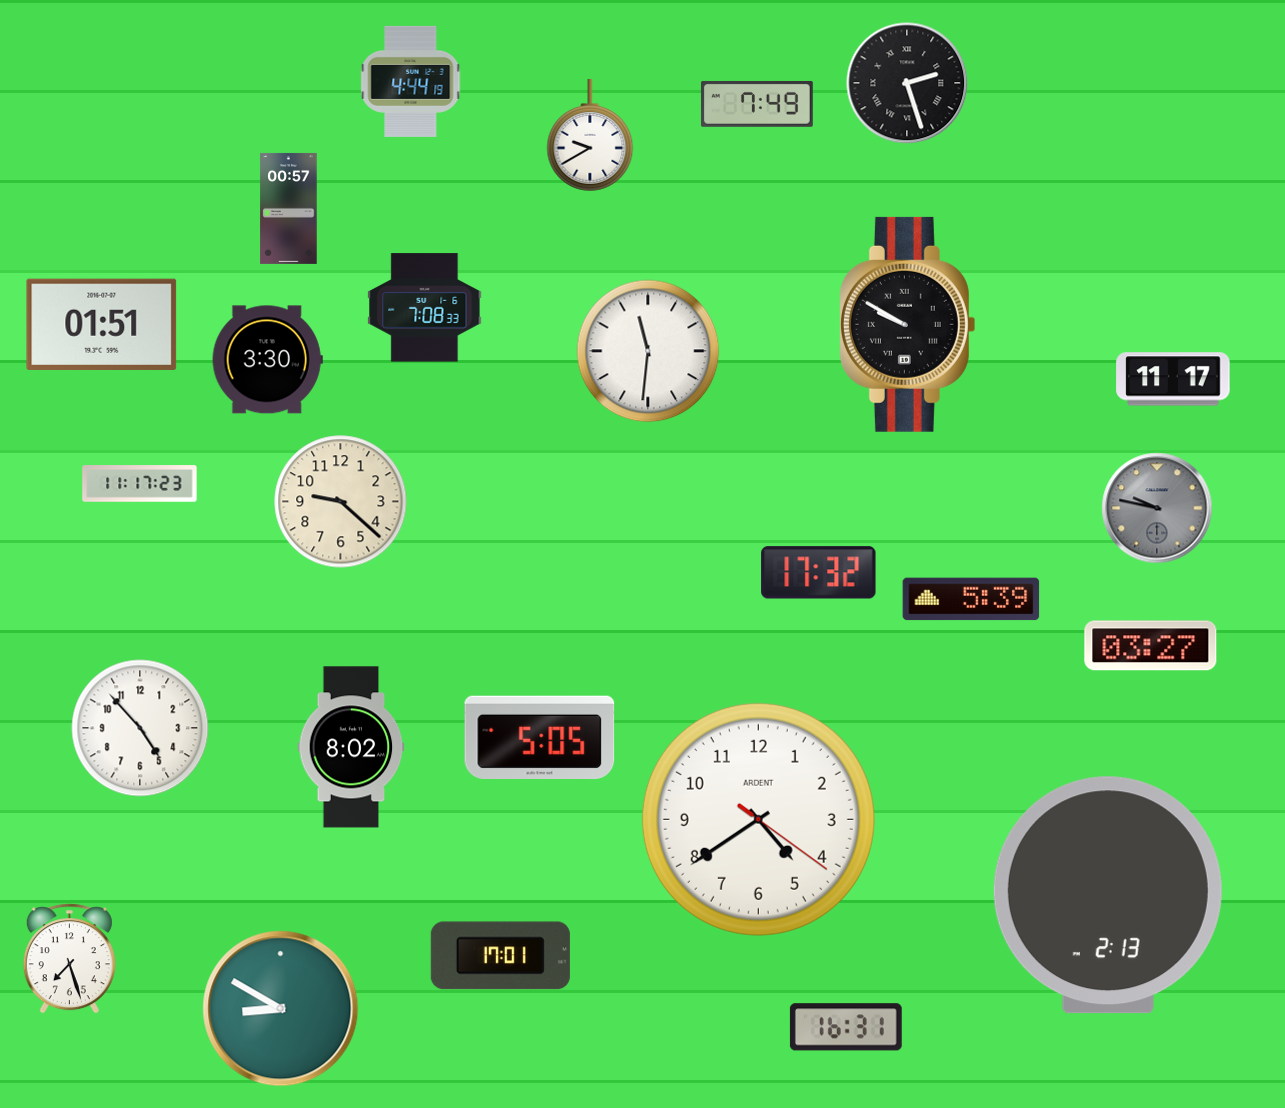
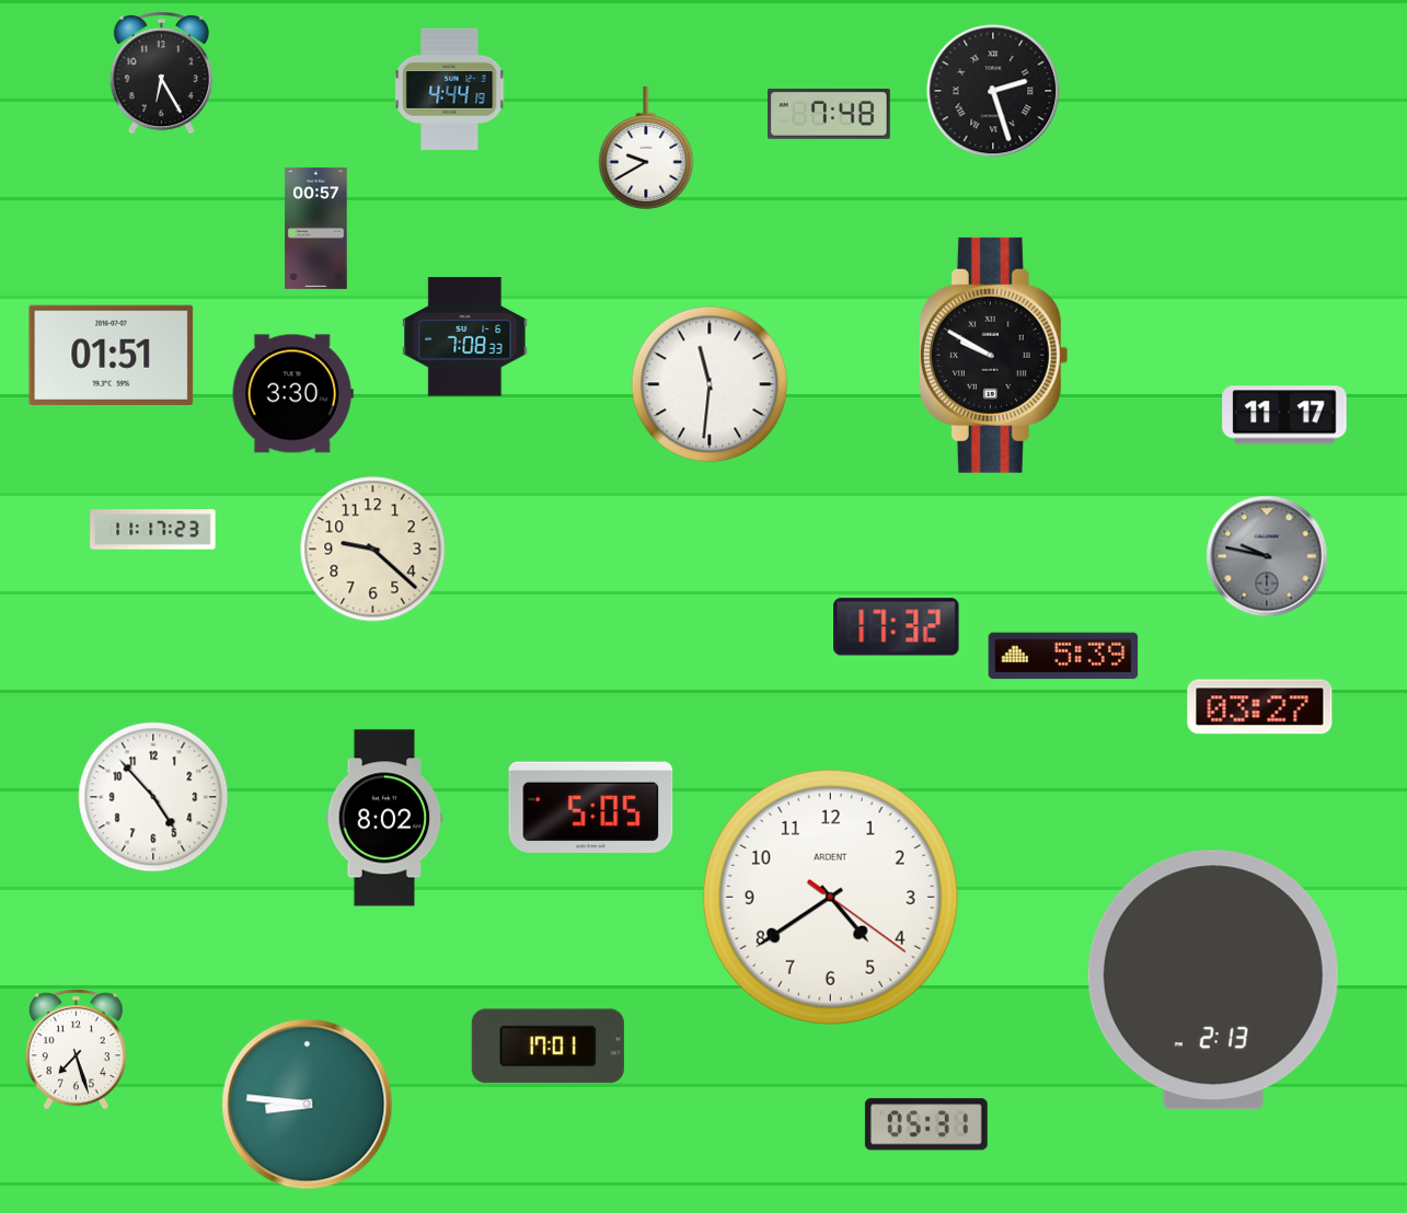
clock at (161, 73): none -> 6:25
clock at (757, 104): 7:49 -> 7:48
clock at (281, 1009): 8:50 -> 8:46
clock at (846, 1027): 16:31 -> 05:31
